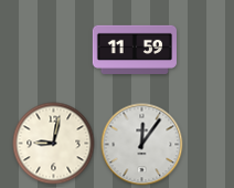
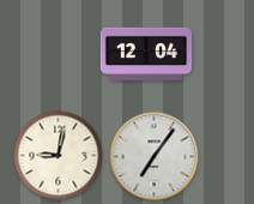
clock at (134, 49): 11:59 -> 12:04
clock at (142, 145): 12:06 -> 7:06
